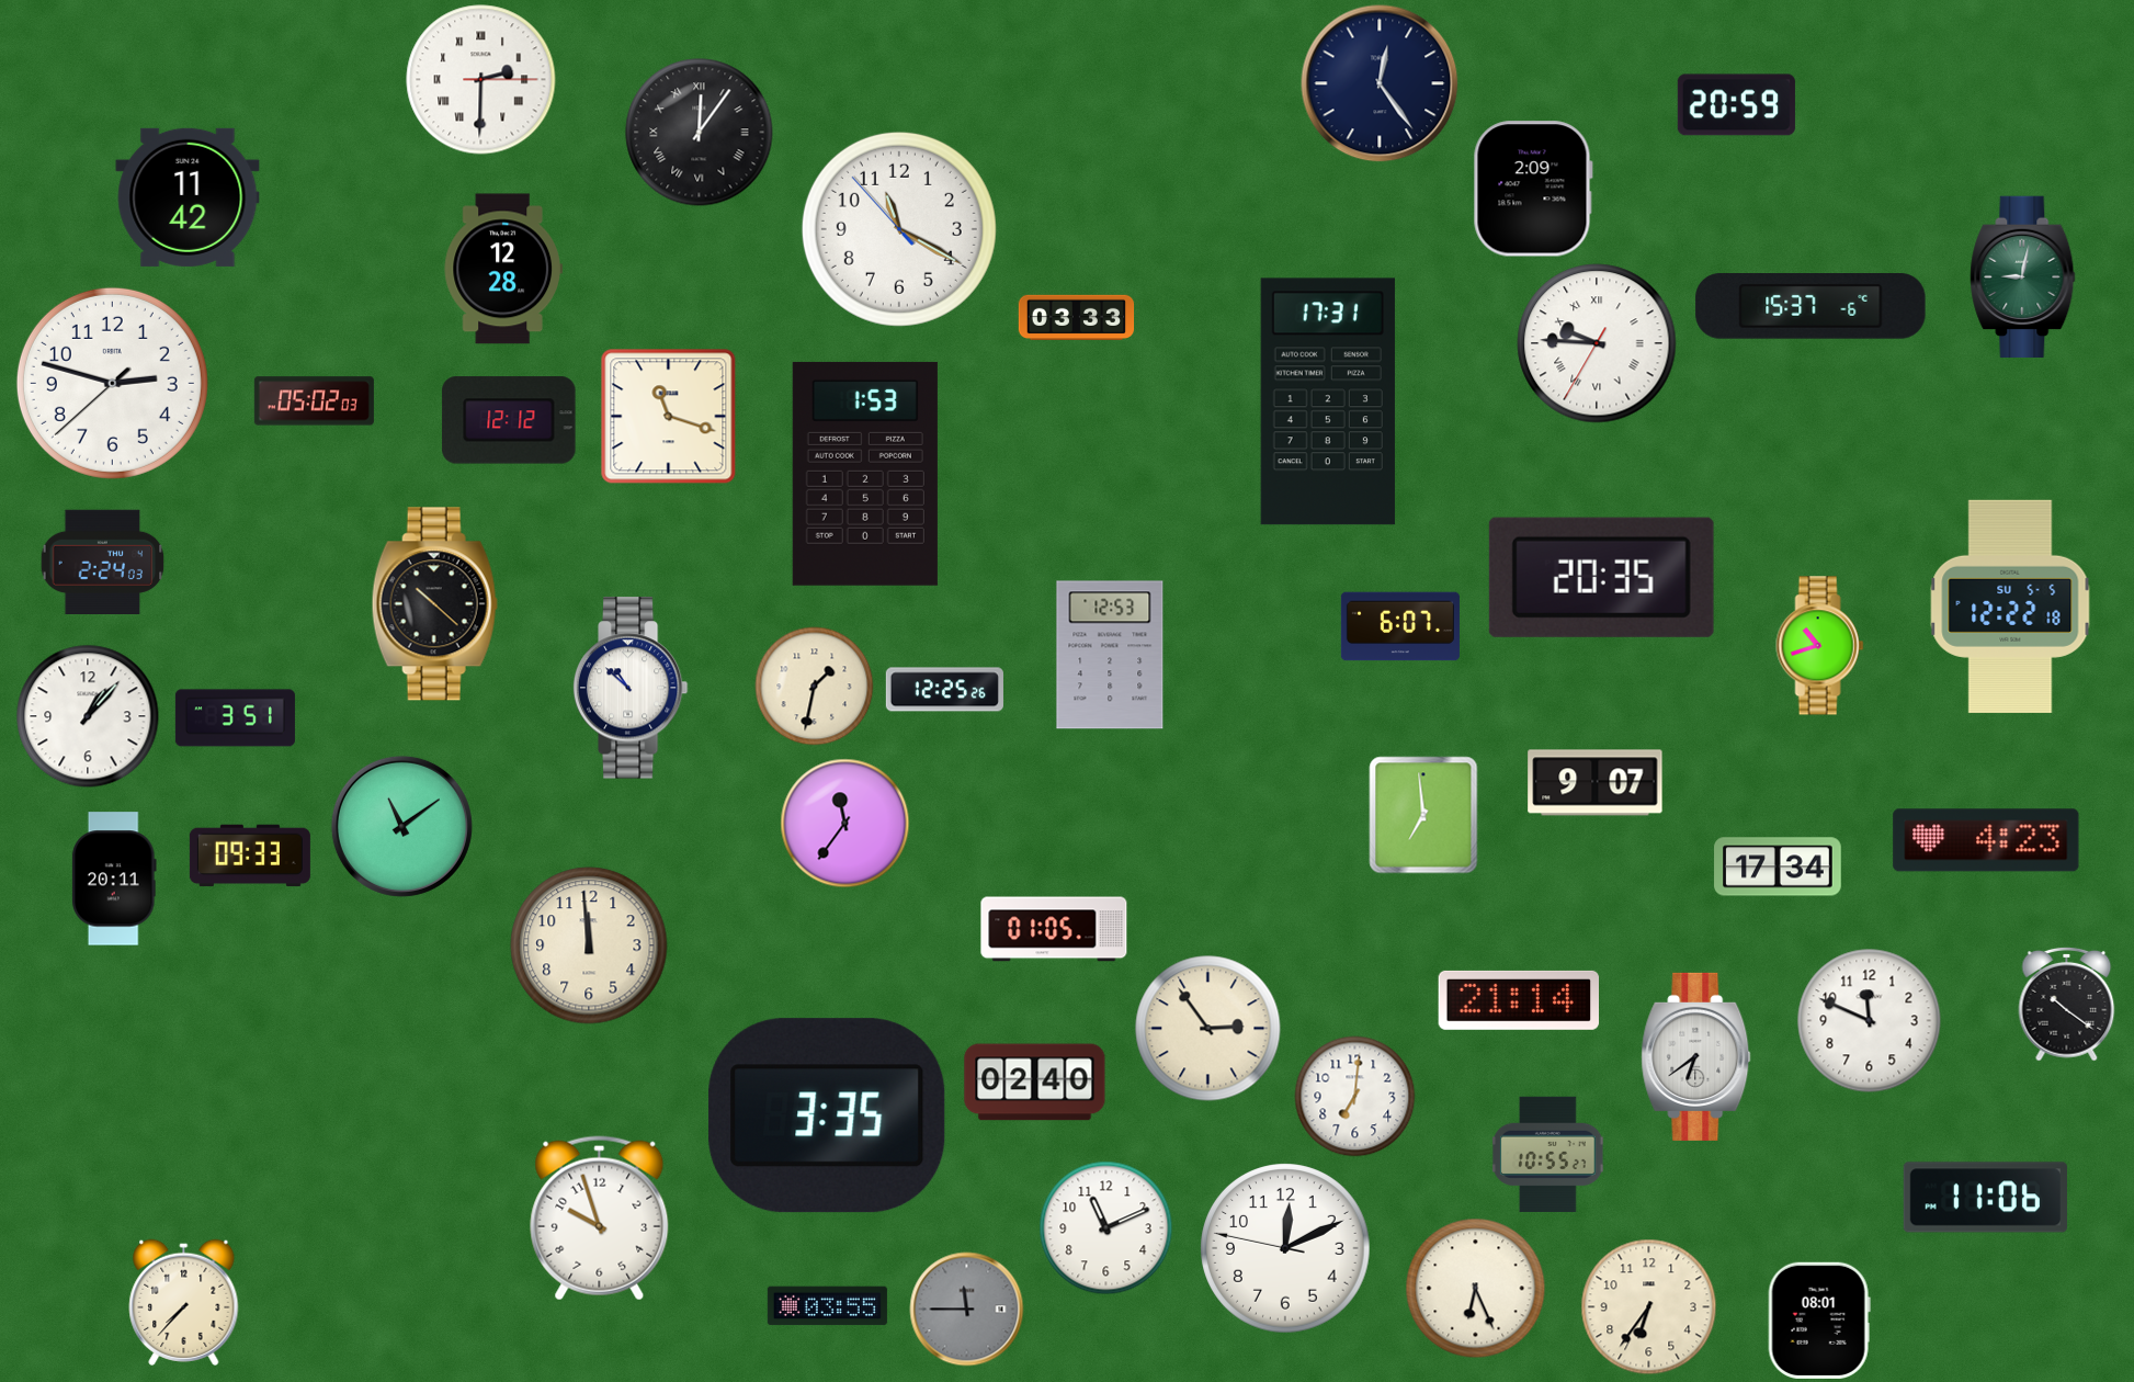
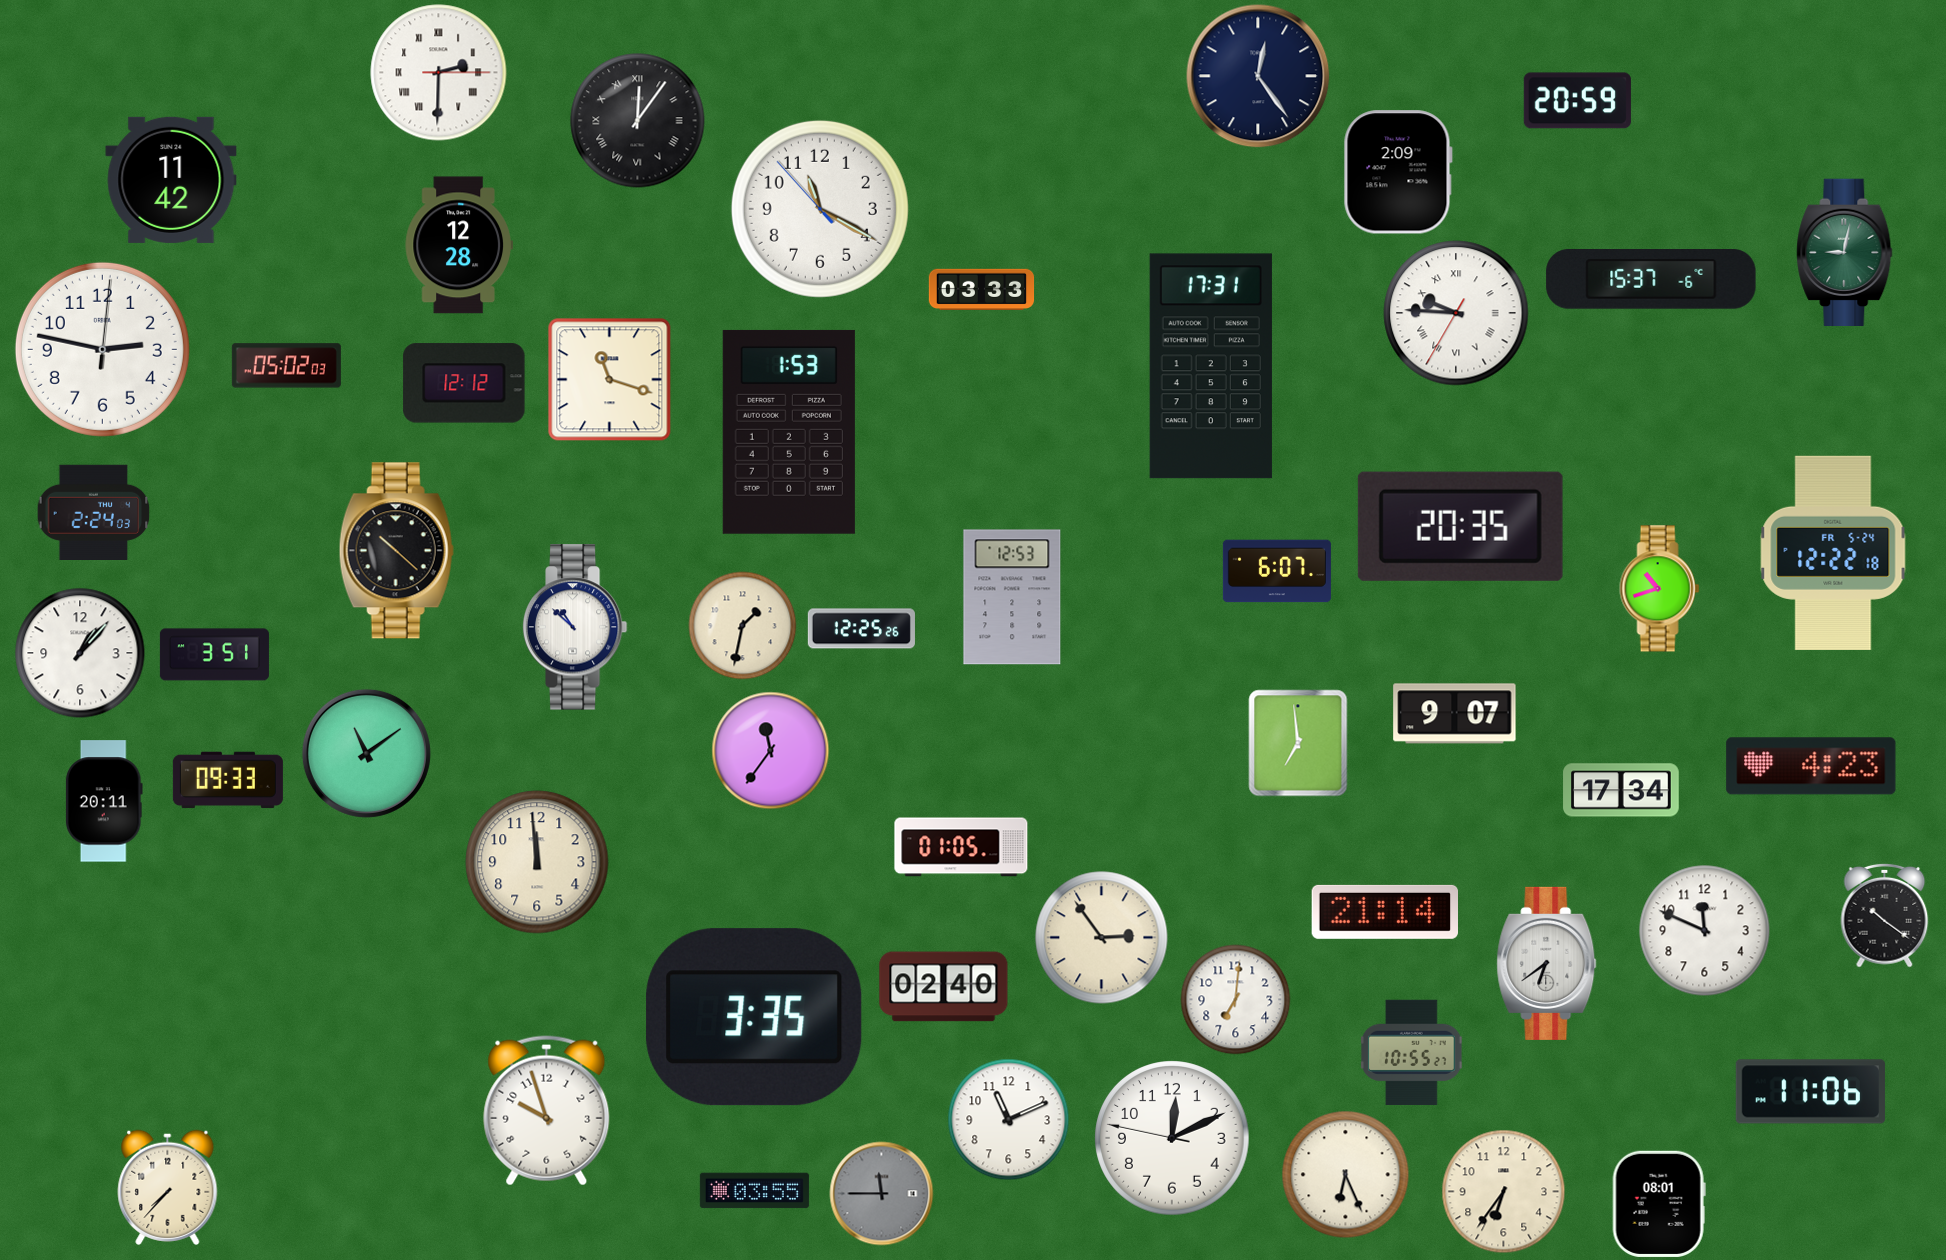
clock at (1736, 105) position: (1736, 105) -> (1577, 101)
clock at (112, 383): 2:47:38 -> 2:47:01
clock at (2010, 607) date: SU 5-5 -> FR 5-24
